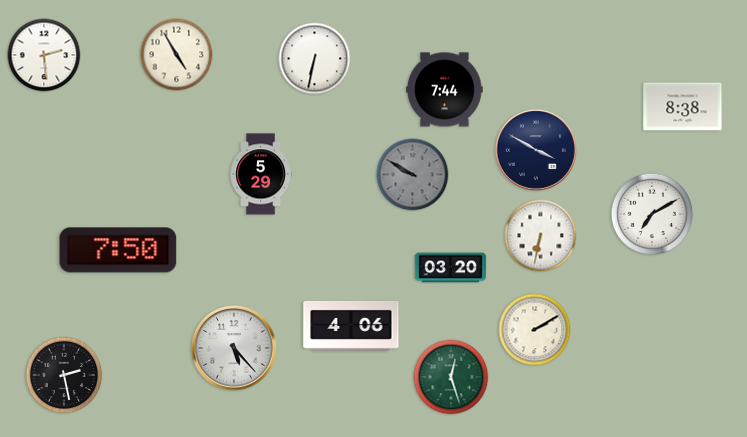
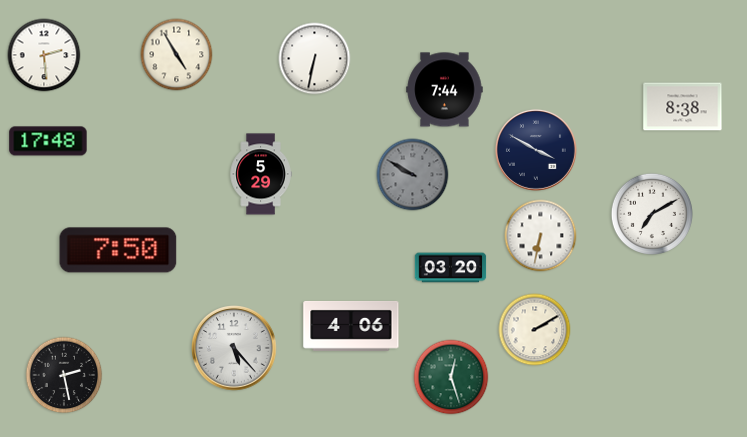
clock at (48, 141): none -> 17:48
